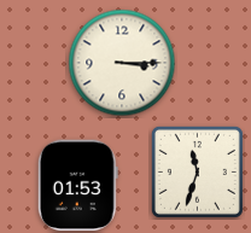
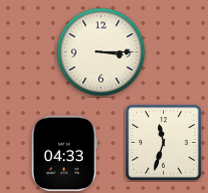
clock at (77, 186): 01:53 -> 04:33
